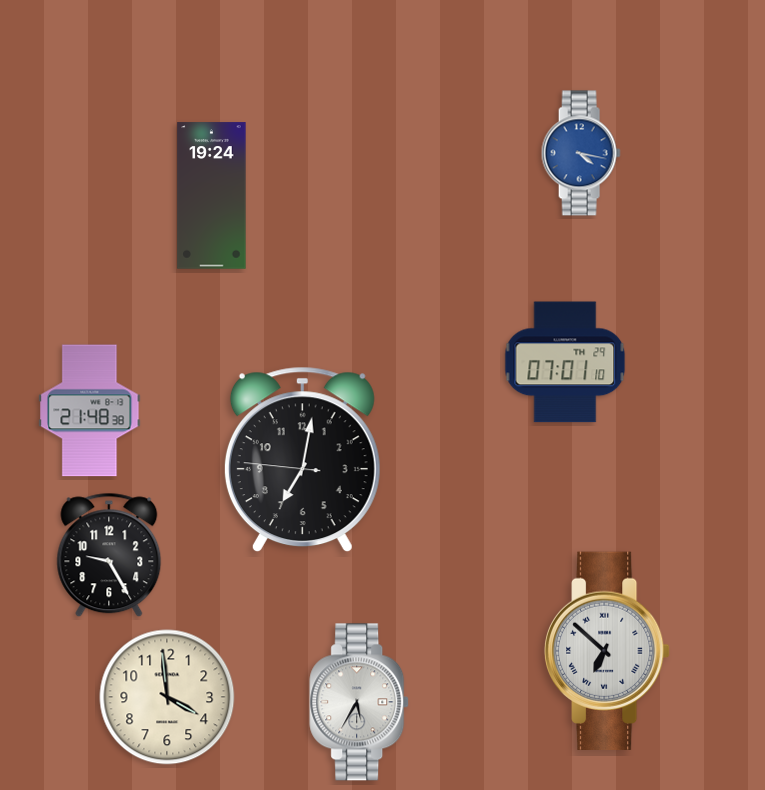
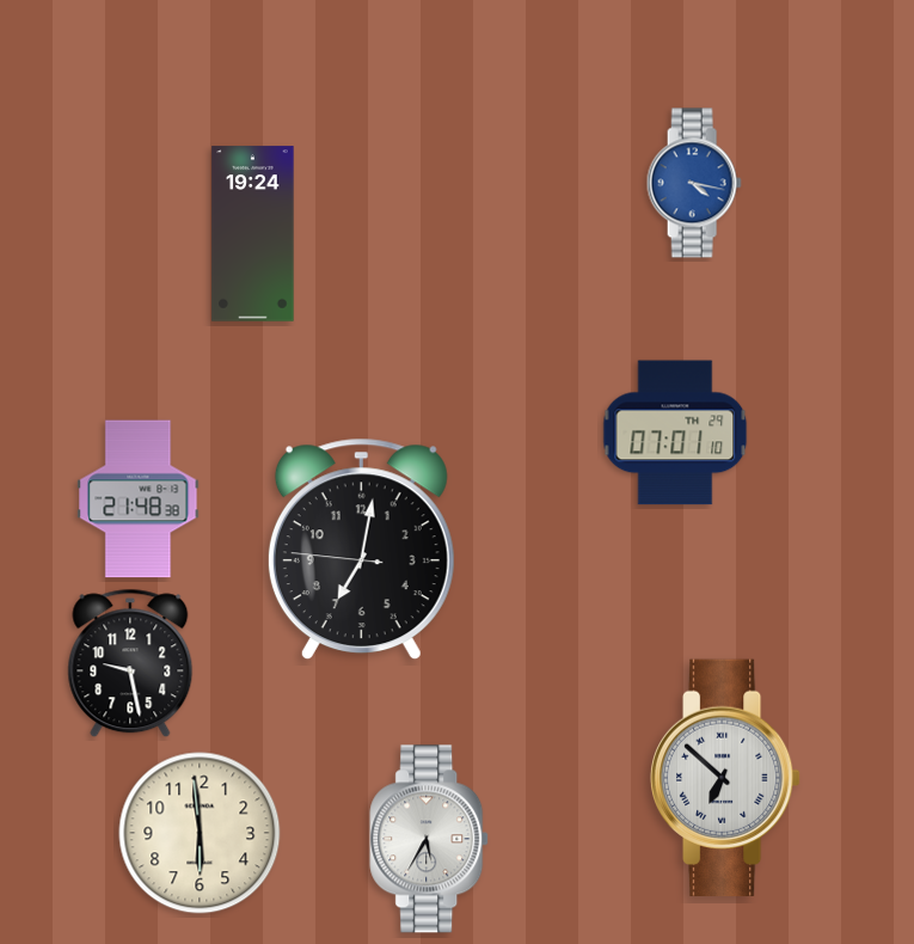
clock at (90, 411) position: (90, 411) -> (139, 499)
clock at (109, 555): 9:25 -> 9:28
clock at (167, 697): 3:59 -> 5:59
